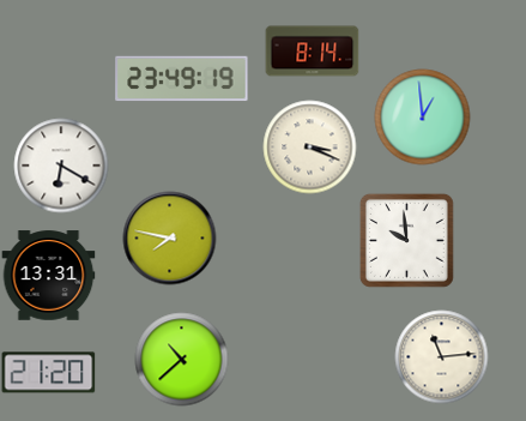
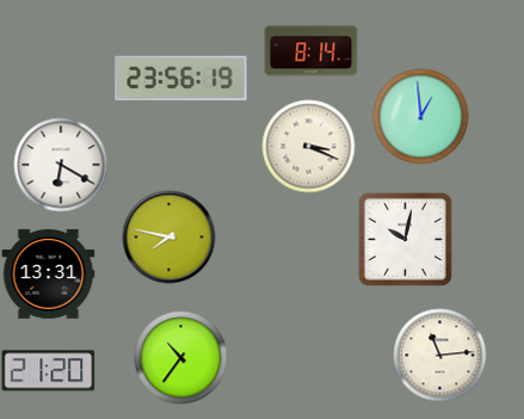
clock at (182, 79): 23:49 -> 23:56
clock at (406, 240): 9:59 -> 10:02
clock at (181, 359): 10:38 -> 10:36
